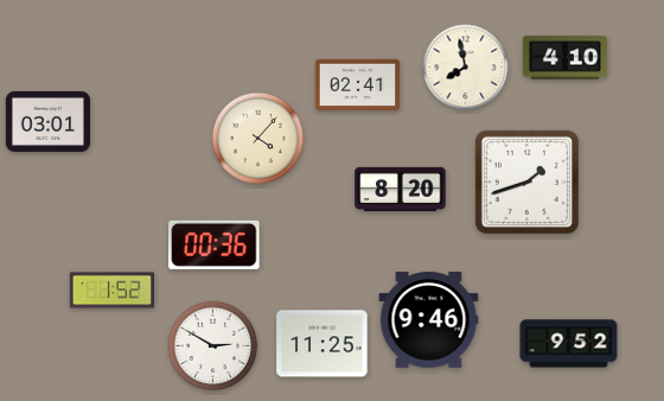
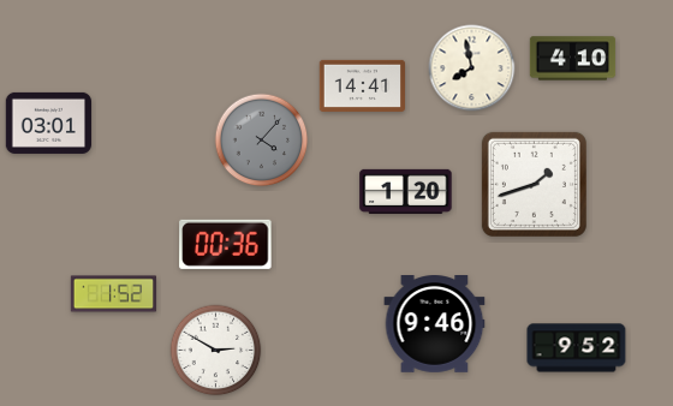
clock at (358, 84): 02:41 -> 14:41
clock at (258, 139) dial: cream -> grey
clock at (401, 189): 8:20 -> 1:20
clock at (215, 244) position: (215, 244) -> (226, 244)
clock at (323, 344): 11:25 -> none
